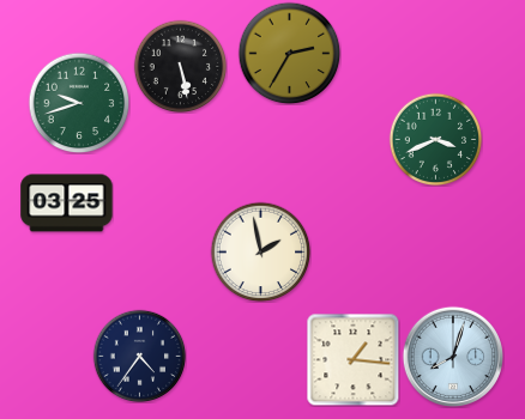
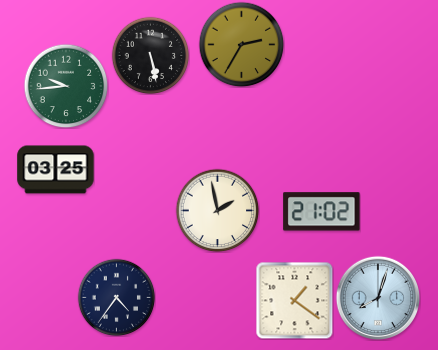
clock at (79, 103): 9:42 -> 9:44
clock at (435, 139): 3:41 -> none
clock at (322, 212): none -> 21:02
clock at (352, 359): 1:16 -> 1:21
